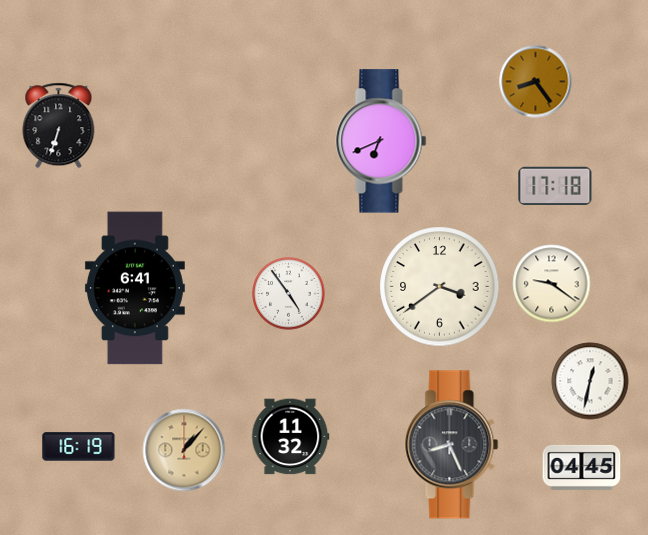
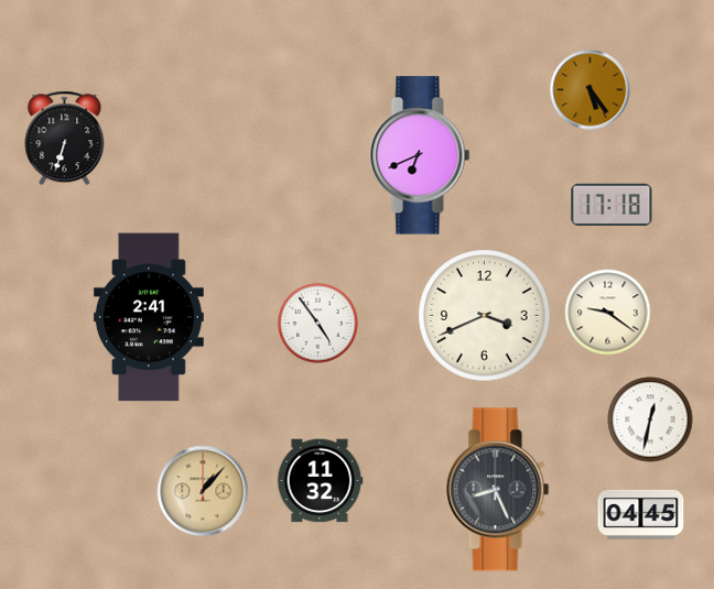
clock at (536, 82): 8:24 -> 5:24
clock at (440, 287): 3:39 -> 3:41
clock at (135, 288): 6:41 -> 2:41
clock at (79, 447): 16:19 -> none
clock at (184, 450) position: (184, 450) -> (203, 491)
